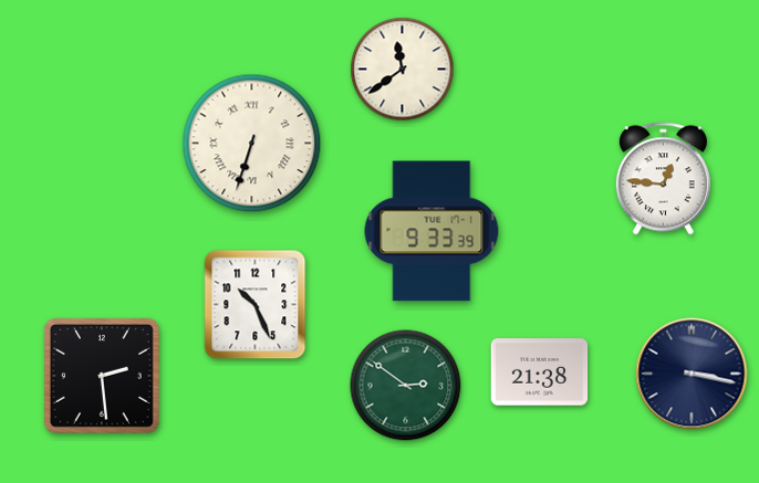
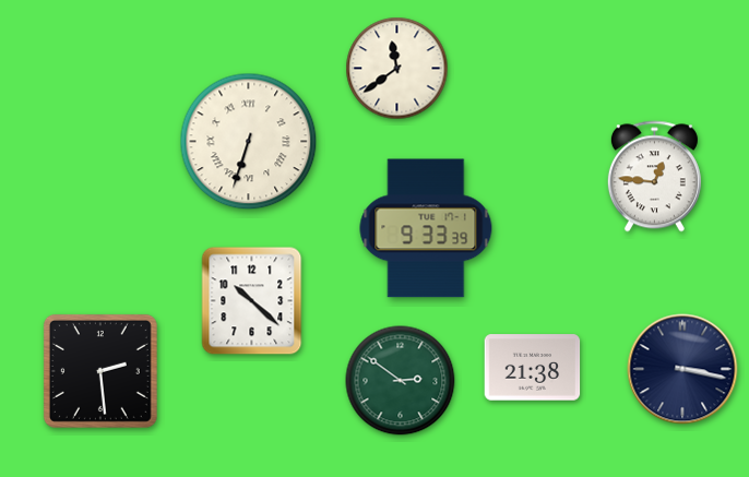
clock at (256, 305): 10:26 -> 10:22
